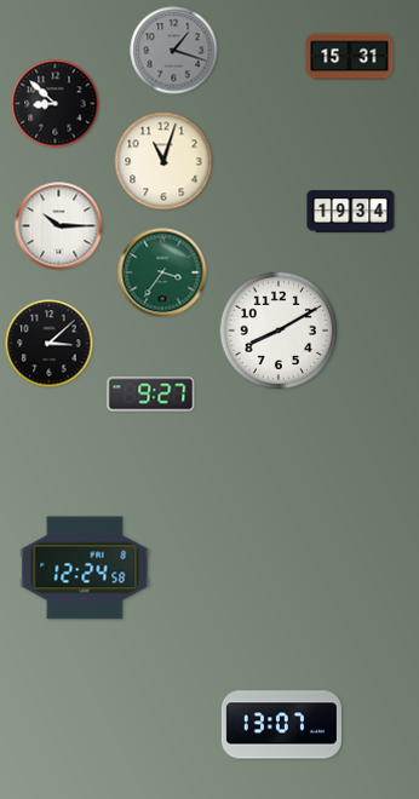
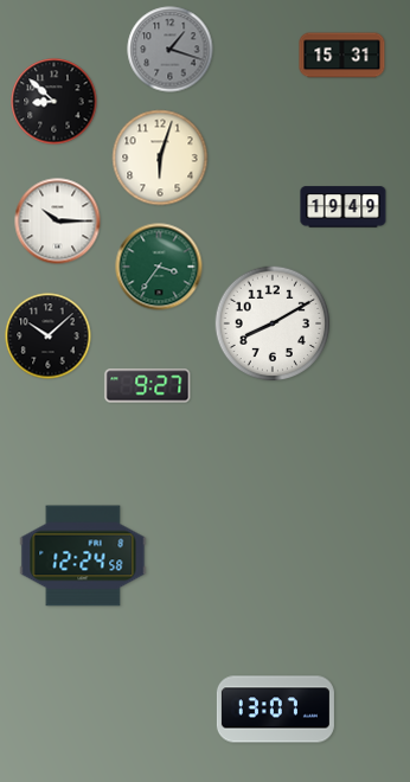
clock at (163, 161): 11:03 -> 6:03
clock at (351, 212): 19:34 -> 19:49
clock at (50, 344): 3:08 -> 10:08
